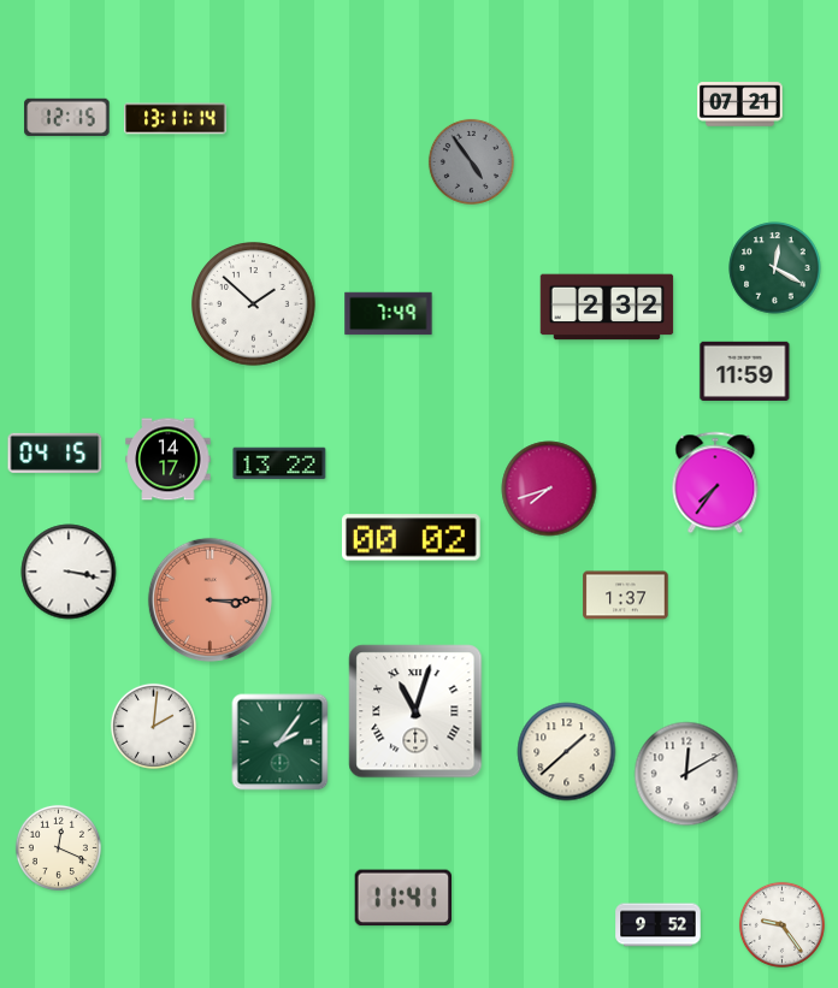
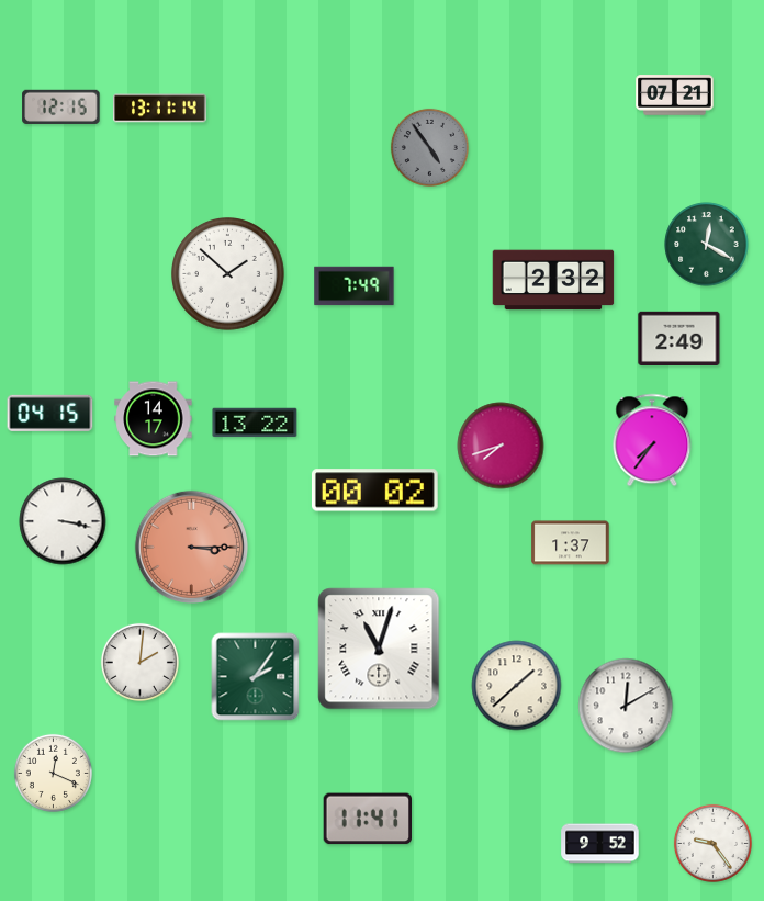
clock at (254, 304) position: (254, 304) -> (228, 274)
clock at (745, 371): 11:59 -> 2:49
